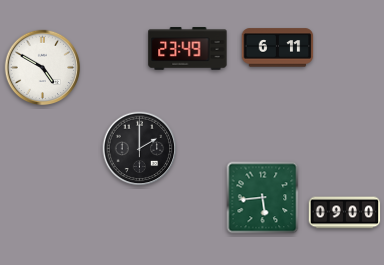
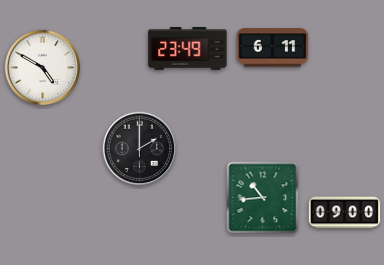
clock at (278, 48) position: (278, 48) -> (273, 48)
clock at (263, 198): 5:44 -> 10:44
